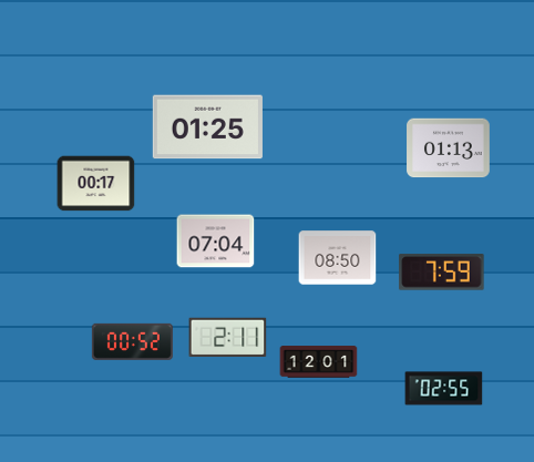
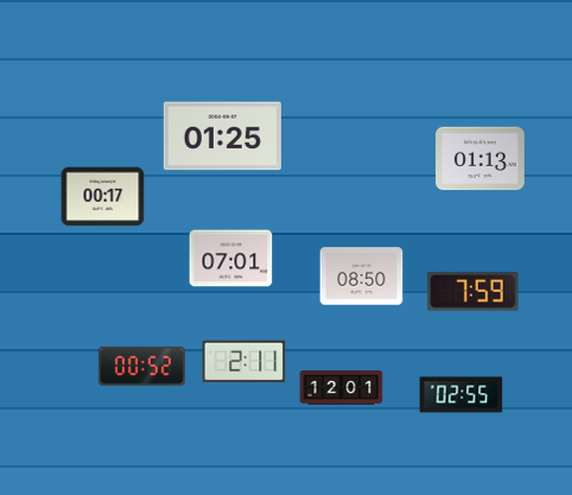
clock at (216, 242): 07:04 -> 07:01
clock at (444, 389) position: (444, 389) -> (462, 395)
